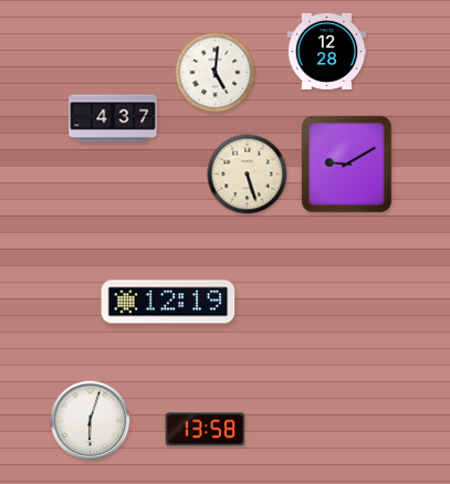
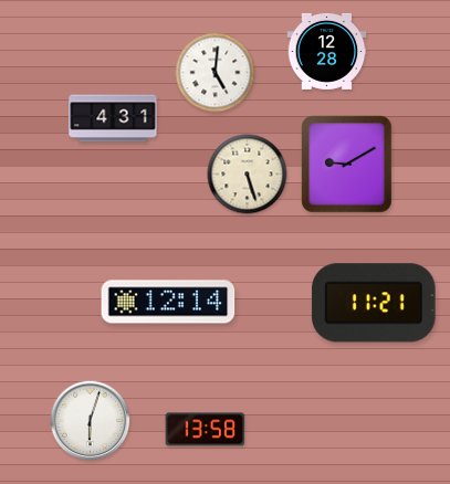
clock at (113, 118): 4:37 -> 4:31
clock at (168, 302): 12:19 -> 12:14
clock at (374, 303): none -> 11:21
